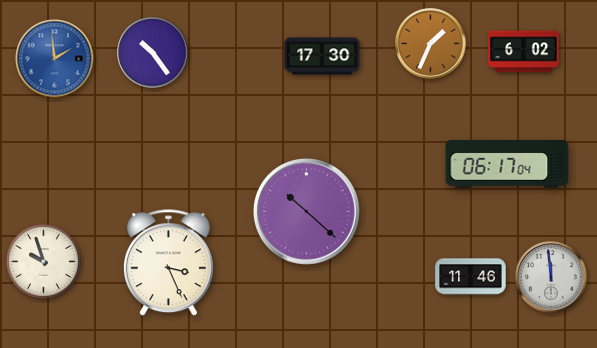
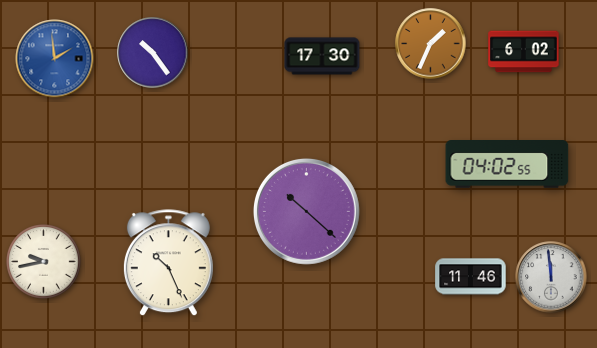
clock at (507, 165): 06:17 -> 04:02
clock at (44, 262): 9:57 -> 9:43
clock at (168, 263): 3:26 -> 10:26
